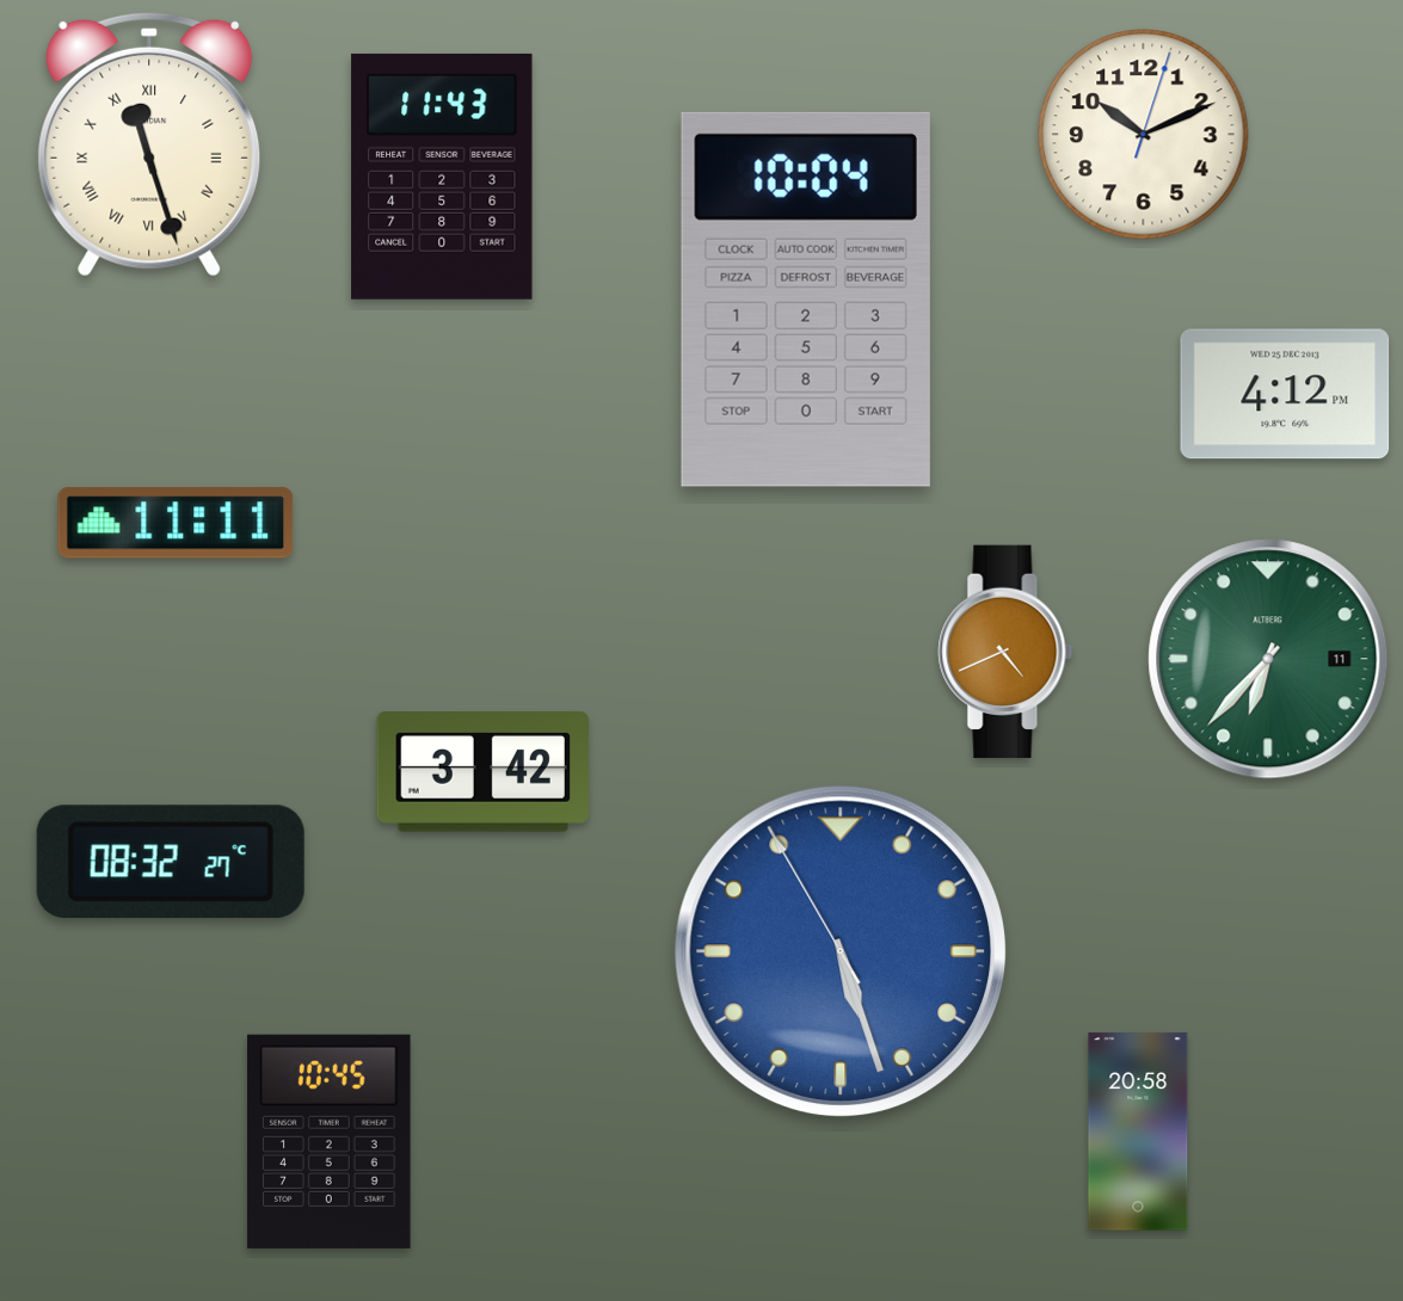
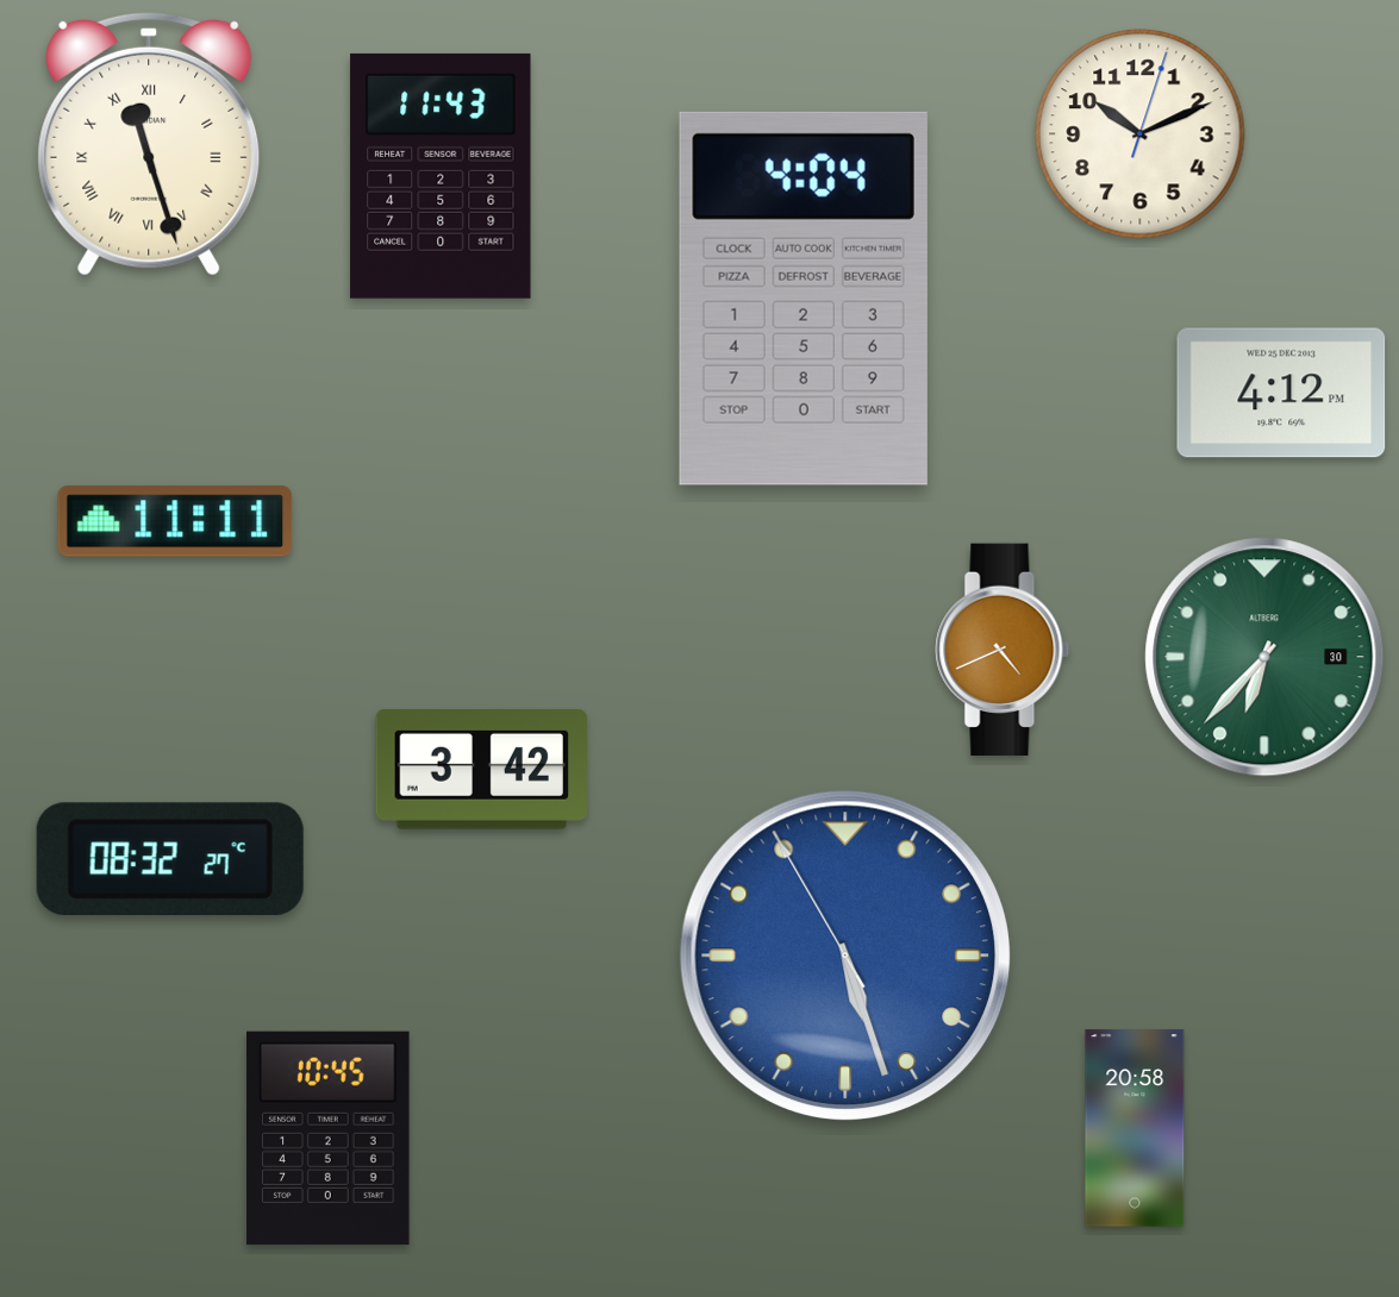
clock at (806, 300): 10:04 -> 4:04
clock at (1268, 659) date: 11 -> 30
clock at (839, 950) position: (839, 950) -> (844, 954)
